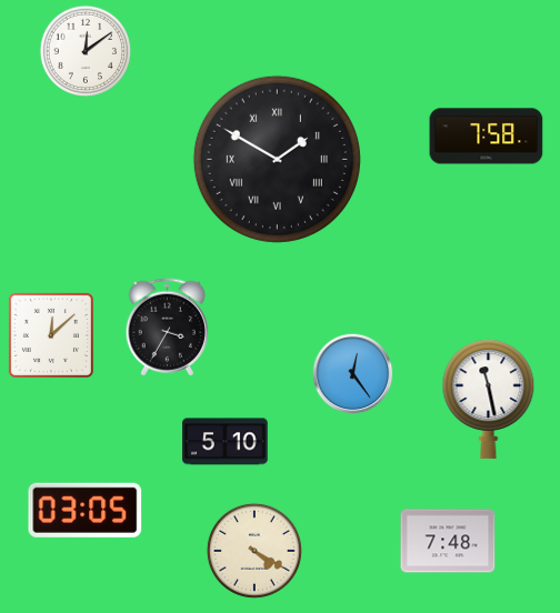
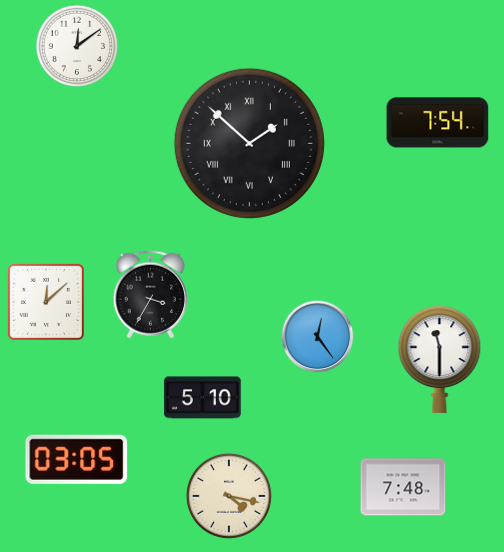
clock at (487, 137): 7:58 -> 7:54
clock at (277, 159): 1:50 -> 1:52
clock at (489, 399): 11:28 -> 11:30
clock at (254, 551): 4:20 -> 4:17
